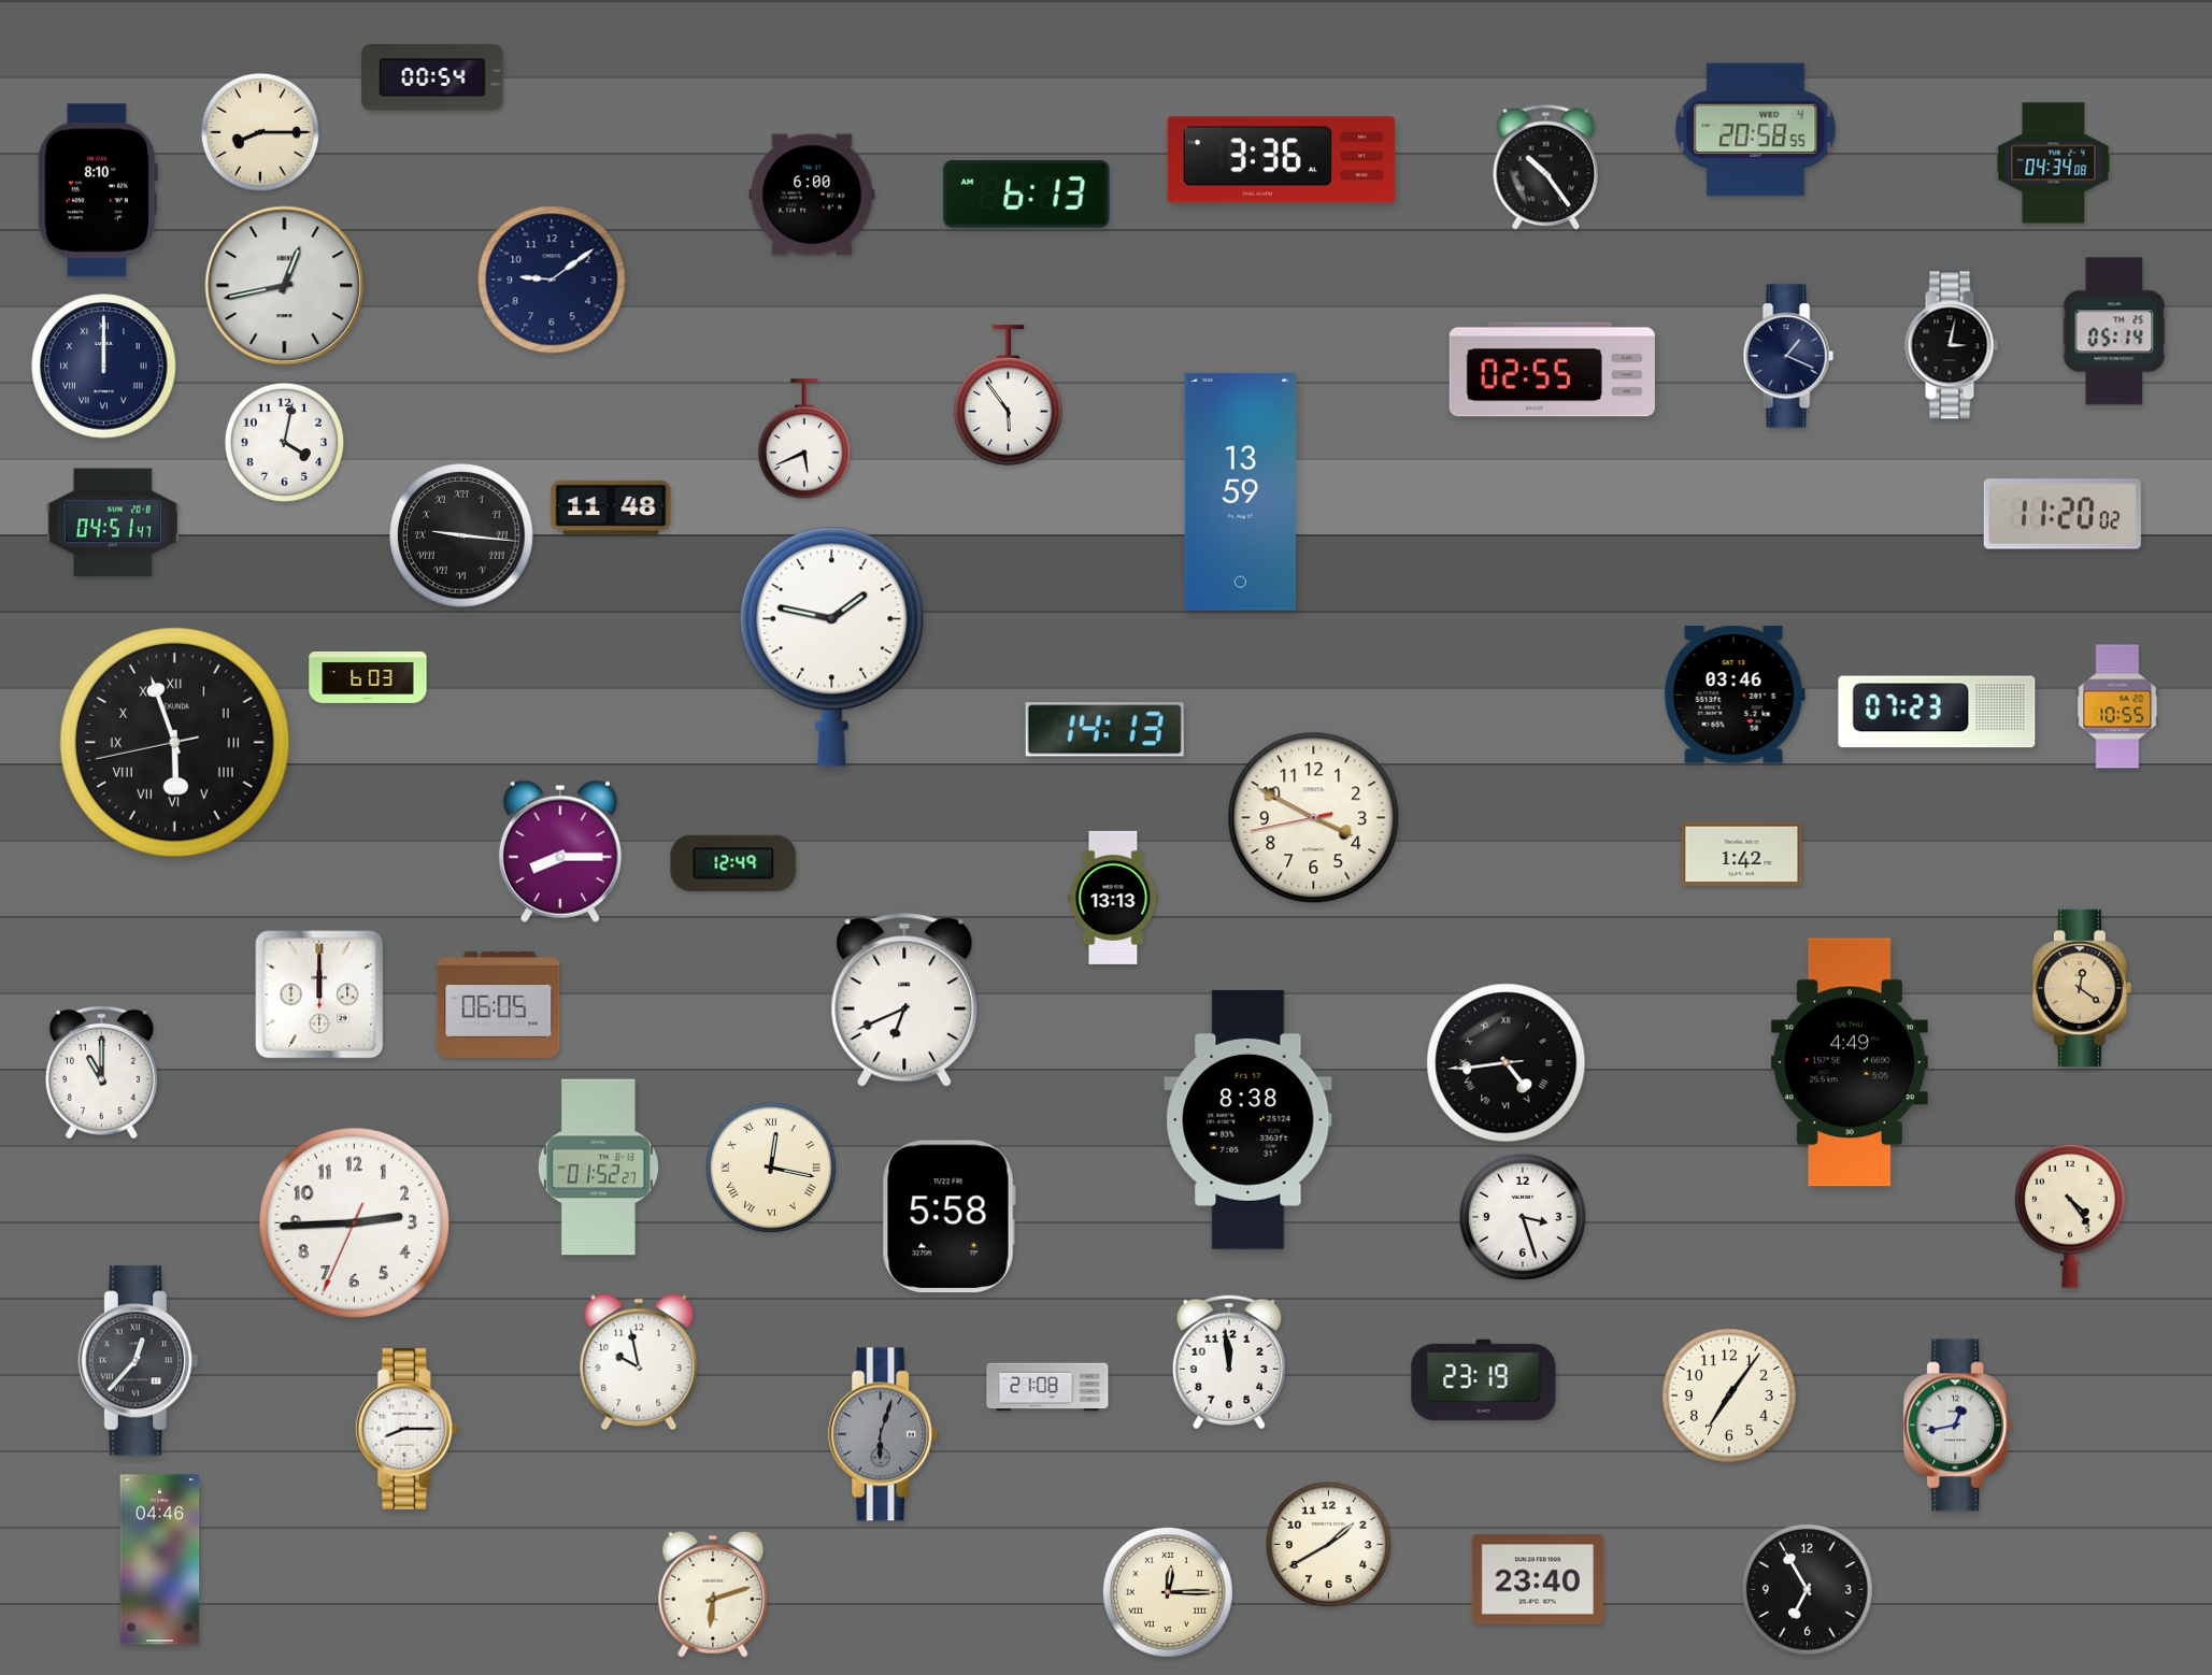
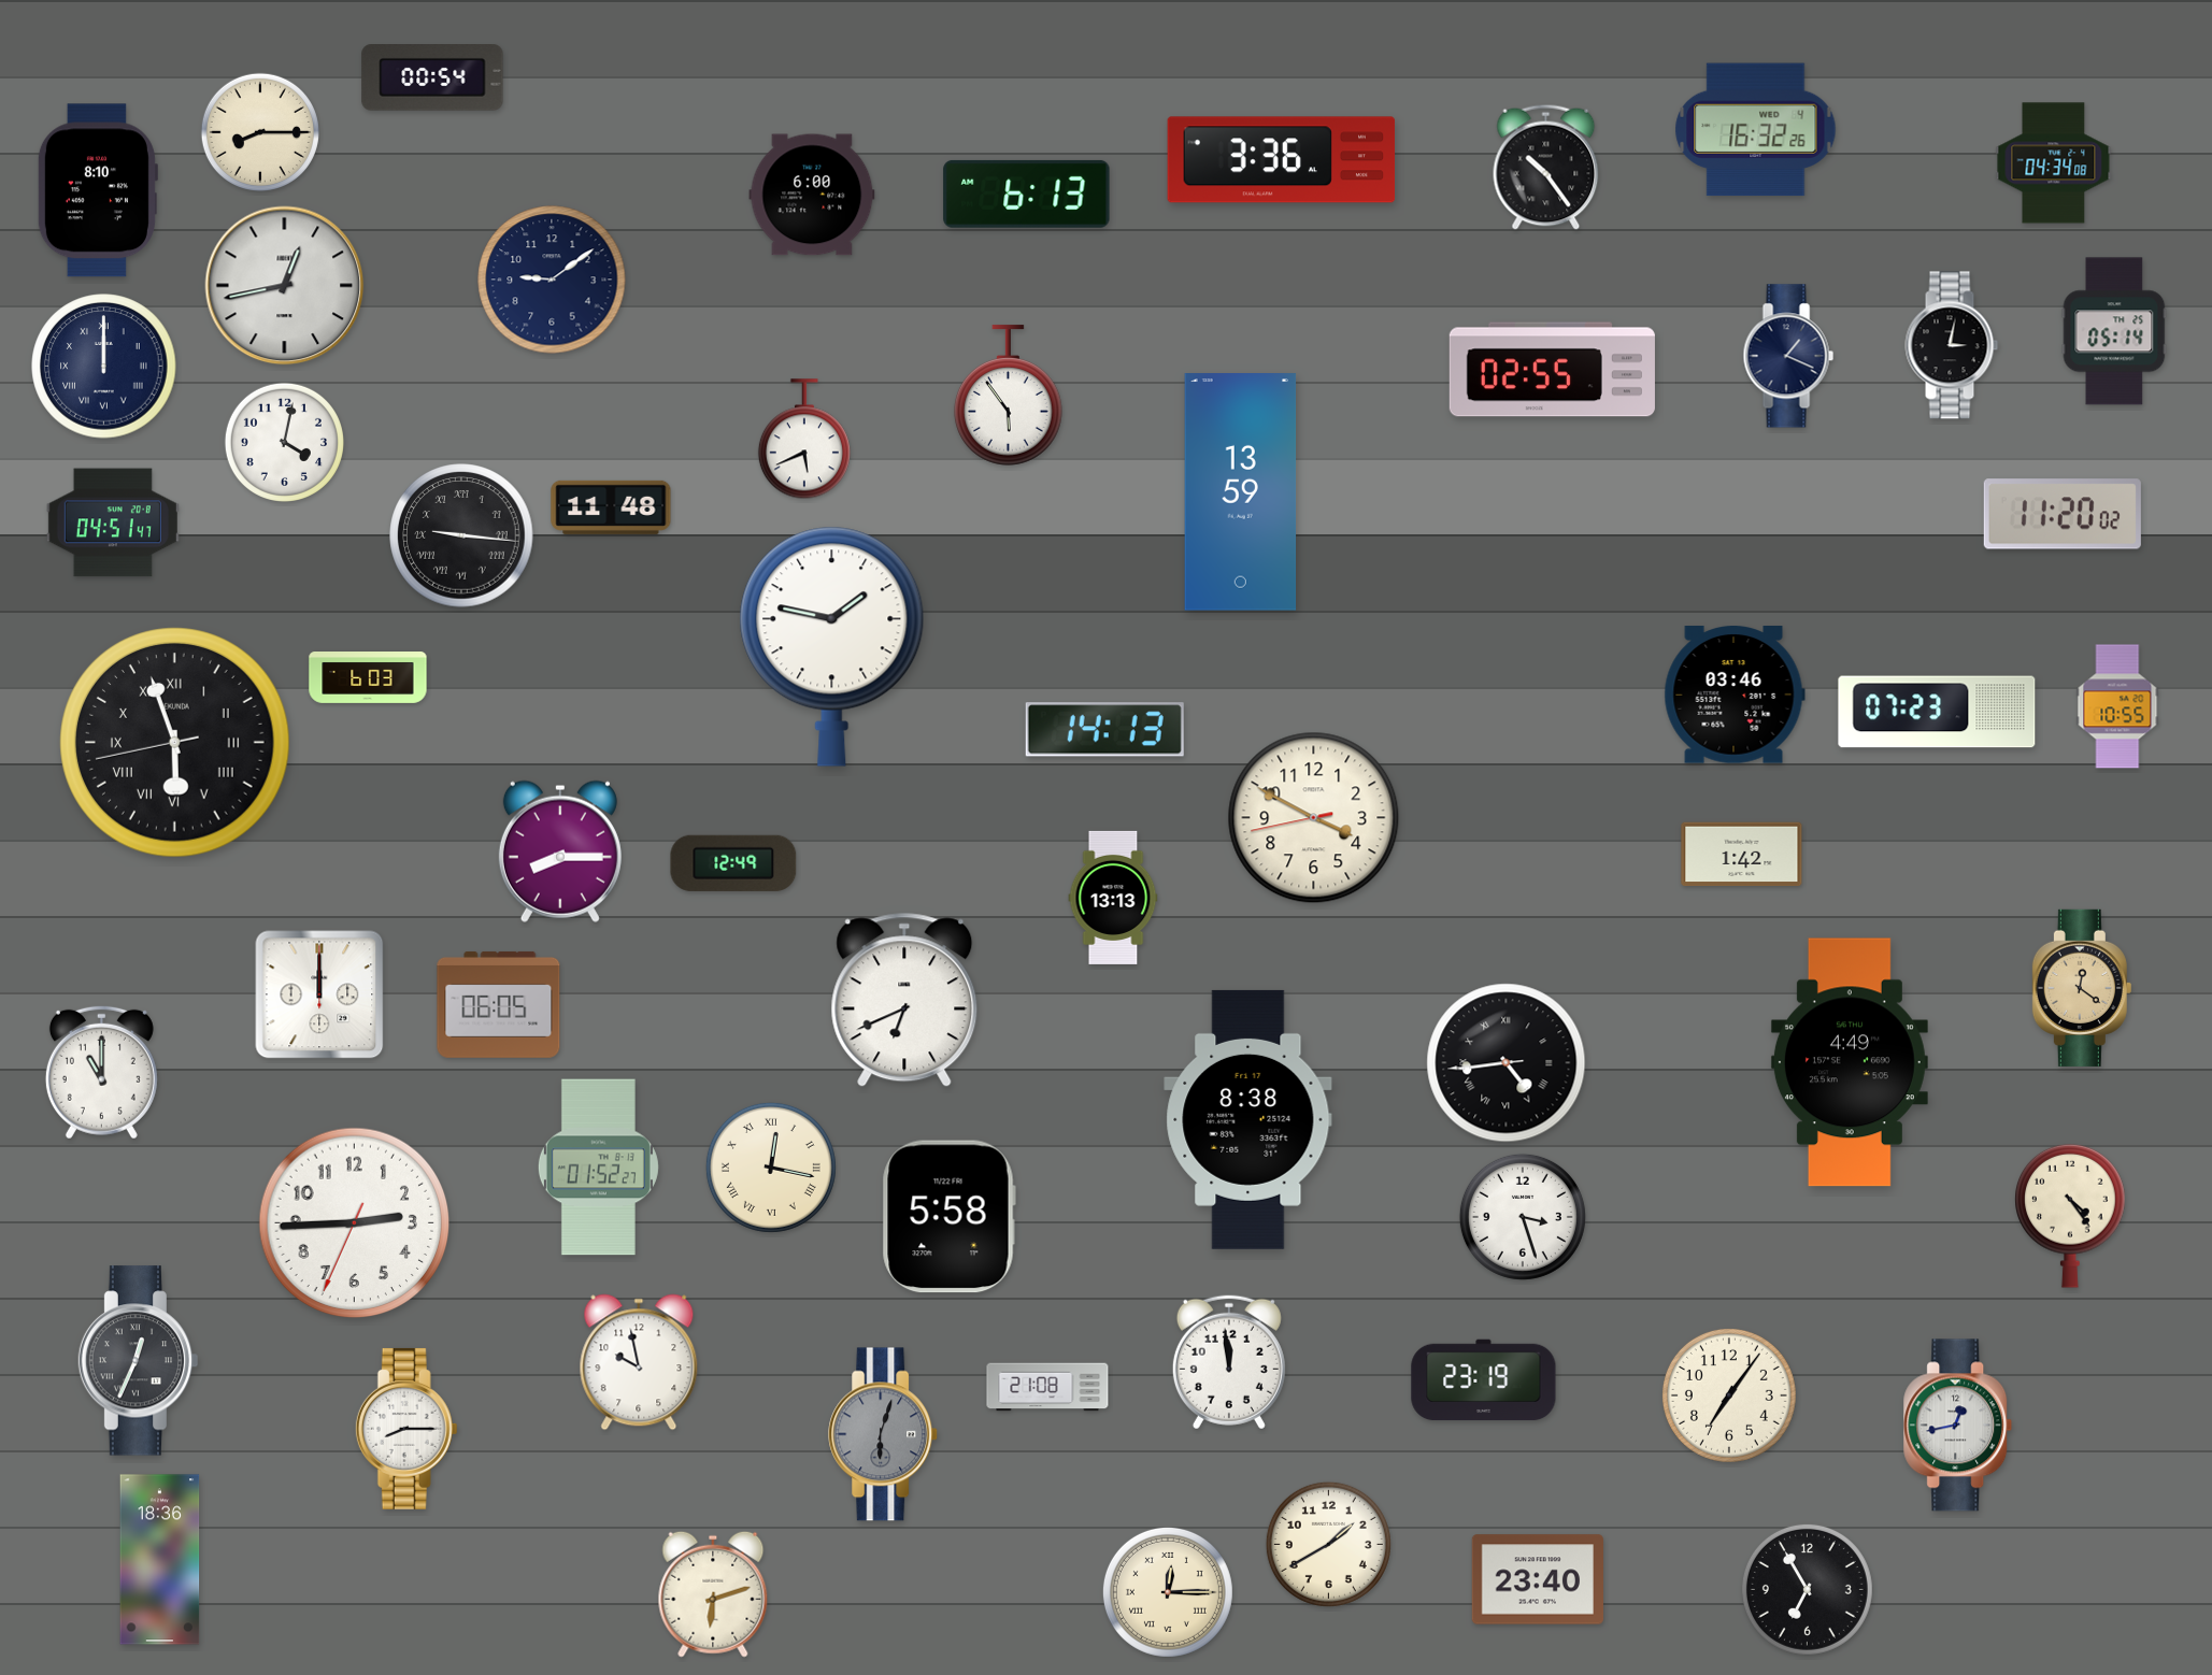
clock at (1756, 130): 20:58 -> 16:32
clock at (139, 1361): 12:37 -> 12:34
clock at (160, 1560): 04:46 -> 18:36
